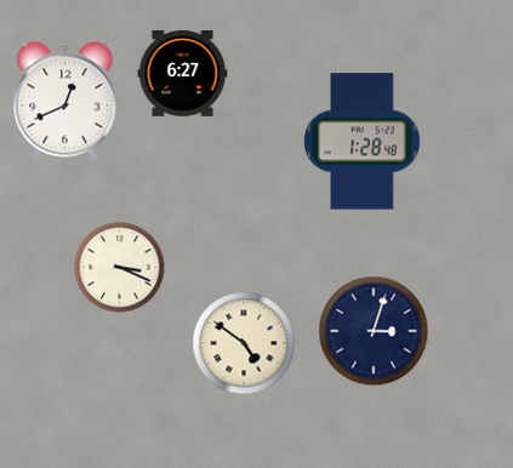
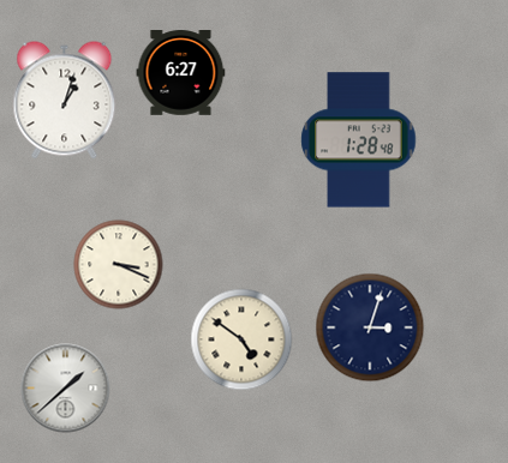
clock at (65, 102): 12:41 -> 1:03
clock at (66, 389): none -> 1:38
